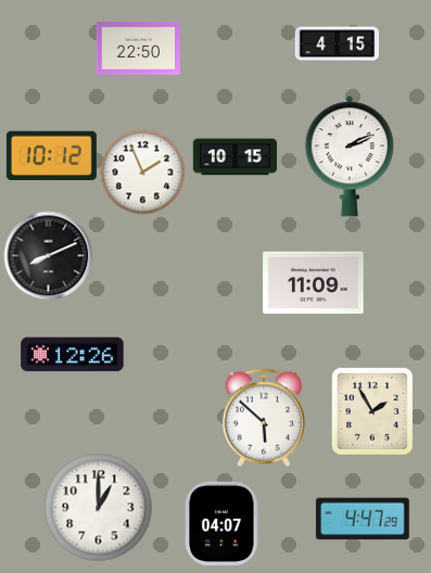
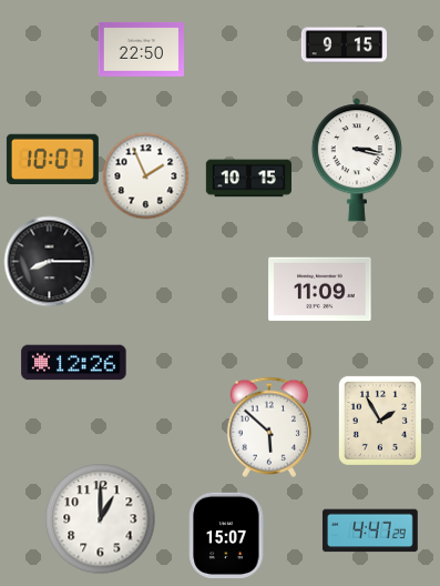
clock at (337, 44): 4:15 -> 9:15
clock at (51, 155): 10:12 -> 10:07
clock at (350, 156): 2:11 -> 3:17
clock at (234, 157) position: (234, 157) -> (248, 179)
clock at (48, 255): 8:11 -> 8:15
clock at (223, 523): 04:07 -> 15:07
